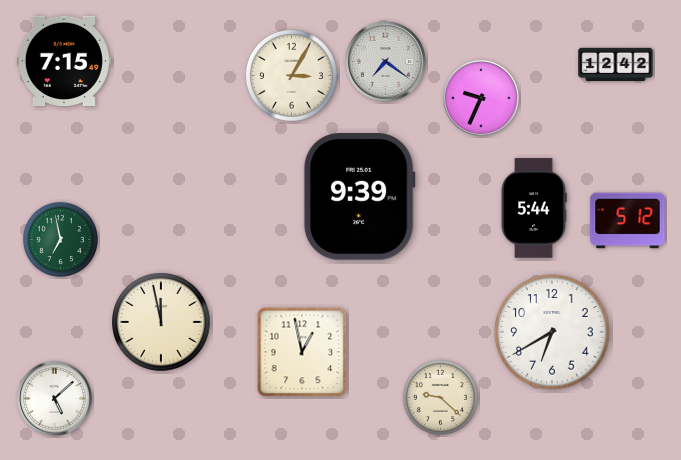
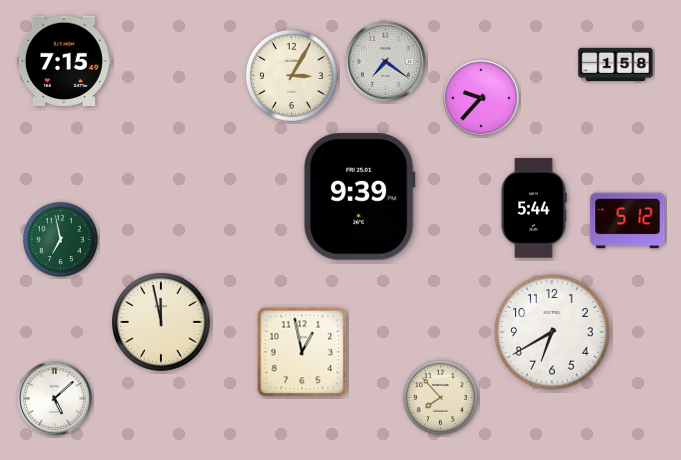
clock at (616, 64): 12:42 -> 1:58
clock at (481, 98): 9:34 -> 9:37
clock at (440, 397): 9:22 -> 7:53
